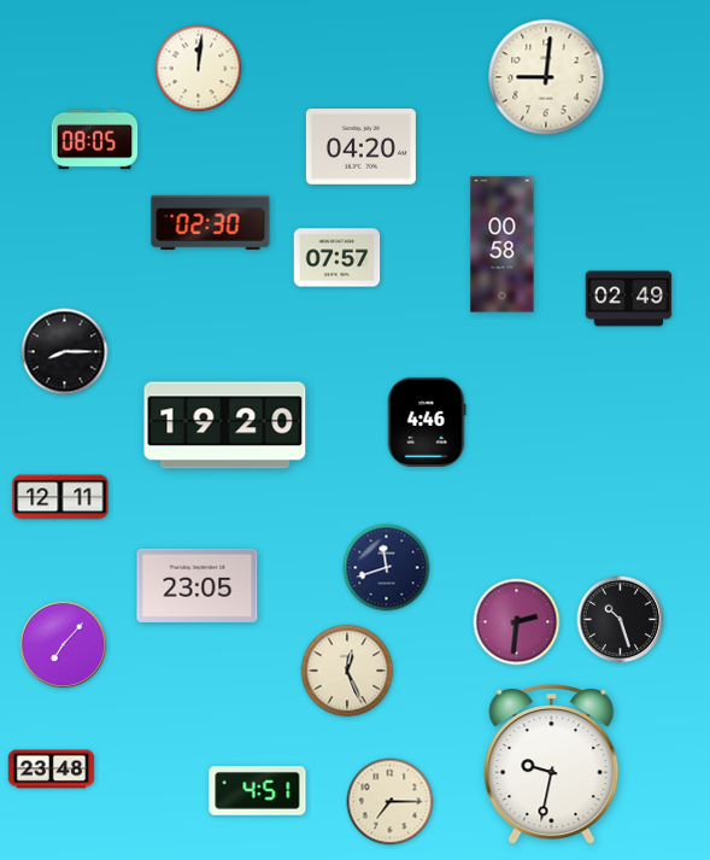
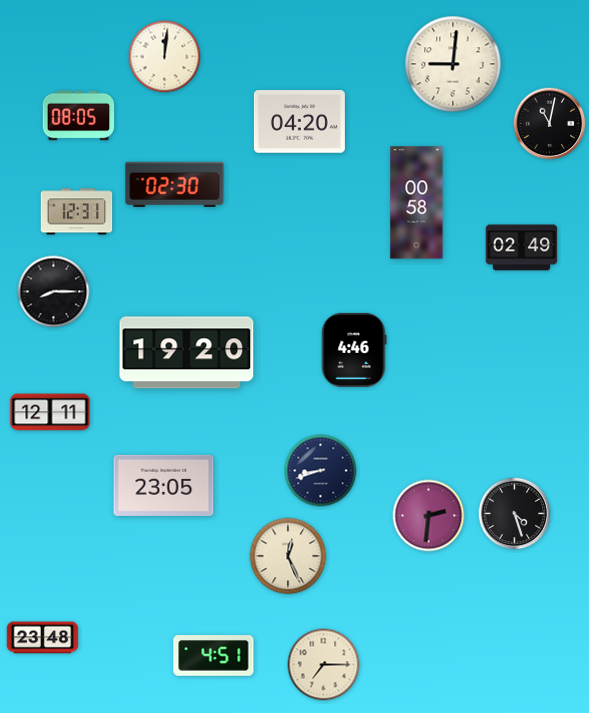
clock at (550, 124): none -> 11:02
clock at (77, 212): none -> 12:31
clock at (338, 258): 07:57 -> none
clock at (387, 568): 11:42 -> 8:42
clock at (621, 620): 10:27 -> 4:27
clock at (64, 645): 7:07 -> none
clock at (552, 765): 9:32 -> none
